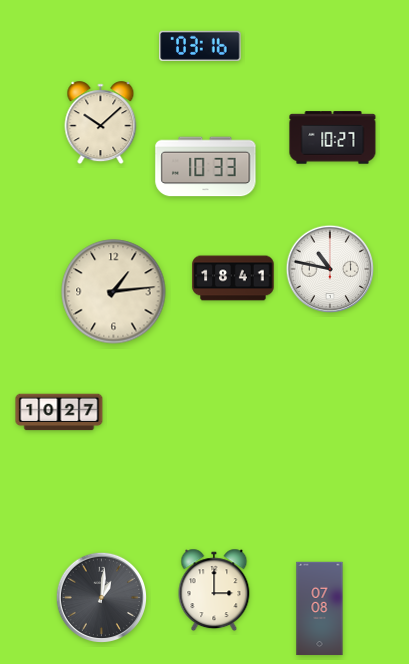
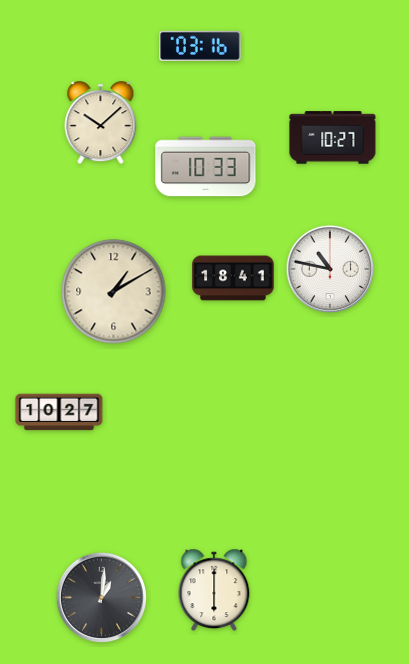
clock at (114, 292): 1:14 -> 1:10
clock at (214, 590): 3:00 -> 6:00
clock at (320, 609): 07:08 -> none
